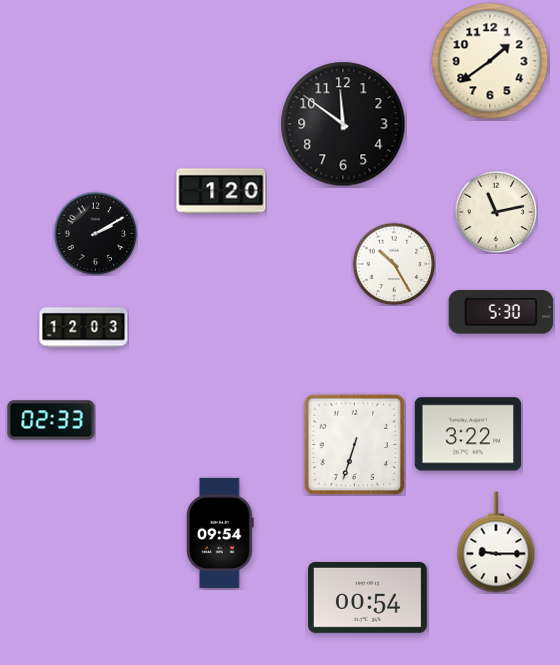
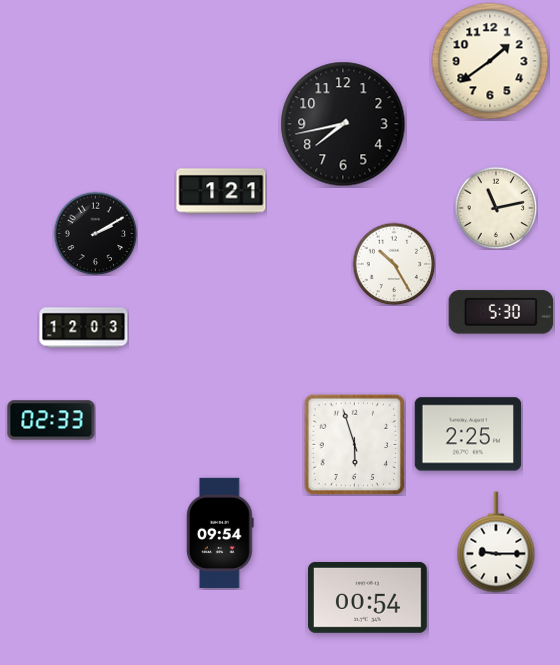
clock at (343, 124): 11:51 -> 7:43
clock at (221, 191): 1:20 -> 1:21
clock at (496, 212) position: (496, 212) -> (496, 208)
clock at (468, 434): 3:22 -> 2:25
clock at (354, 444): 6:33 -> 5:57
